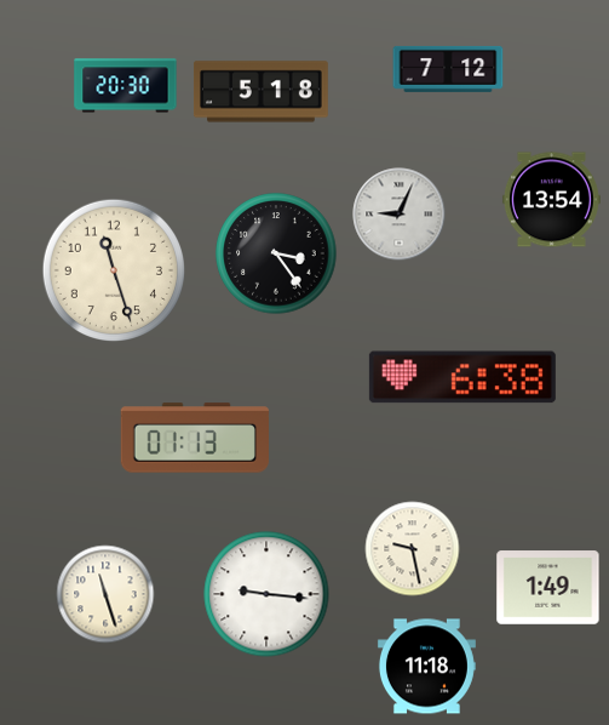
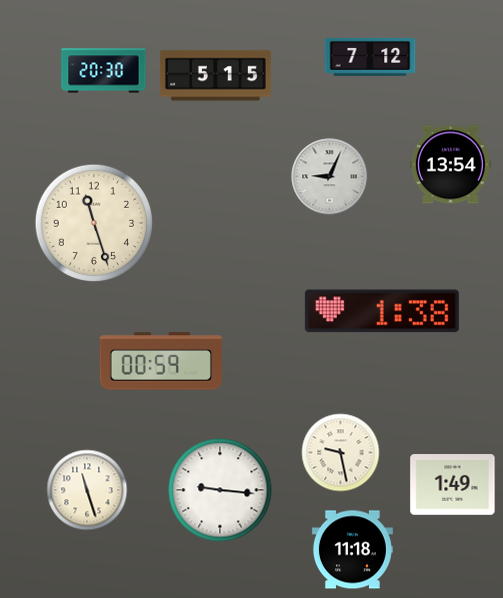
clock at (260, 92): 5:18 -> 5:15
clock at (551, 200) position: (551, 200) -> (450, 165)
clock at (276, 253): 3:24 -> none
clock at (463, 377): 6:38 -> 1:38
clock at (194, 438): 01:13 -> 00:59
